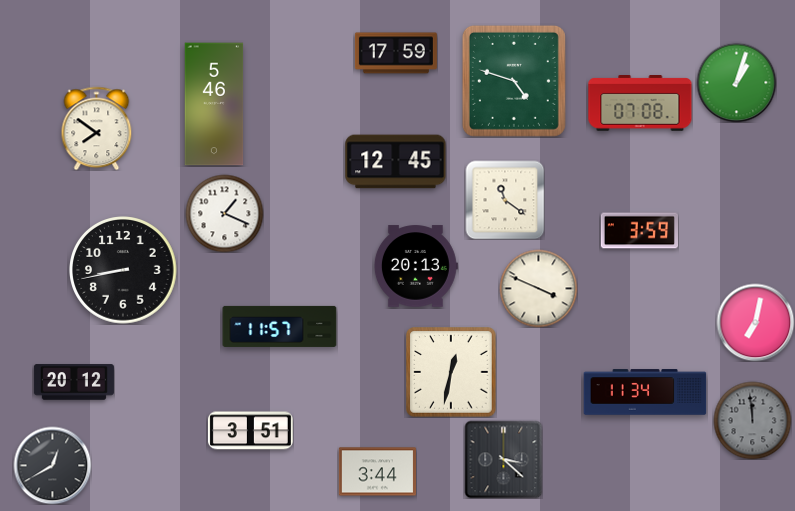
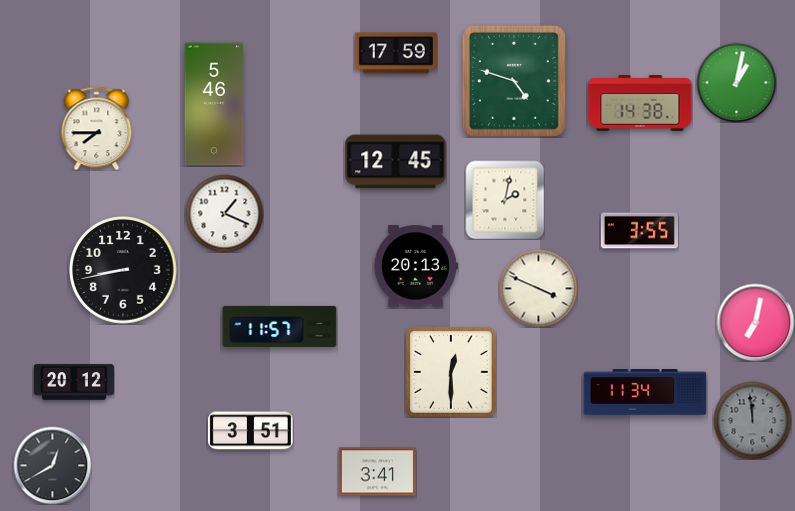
clock at (736, 82): 1:03 -> 1:02
clock at (640, 103): 07:08 -> 14:38
clock at (97, 128): 7:51 -> 7:45
clock at (505, 200): 11:21 -> 2:02
clock at (639, 231): 3:59 -> 3:55
clock at (451, 372): 12:32 -> 12:30
clock at (503, 459): 3:22 -> none
clock at (377, 472): 3:44 -> 3:41
